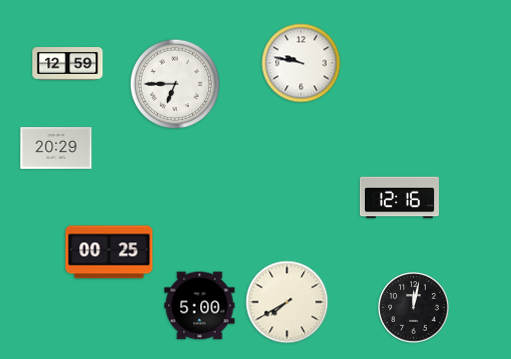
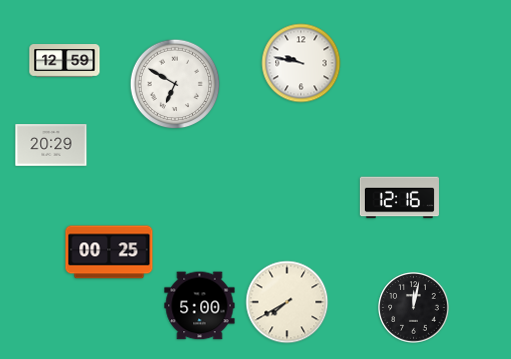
clock at (68, 64) position: (68, 64) -> (65, 61)
clock at (175, 84): 6:45 -> 6:50
clock at (56, 148) position: (56, 148) -> (51, 145)
